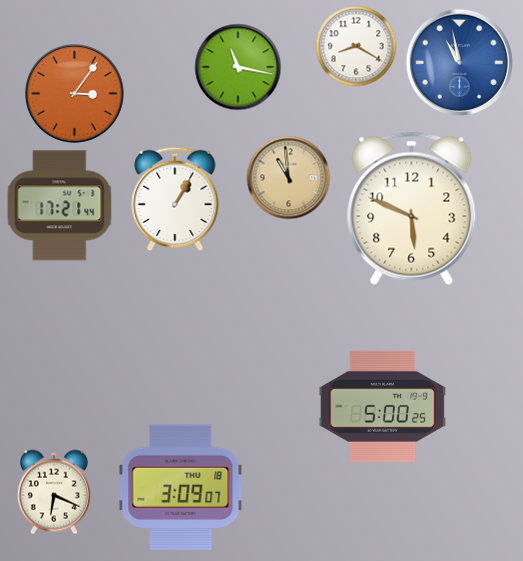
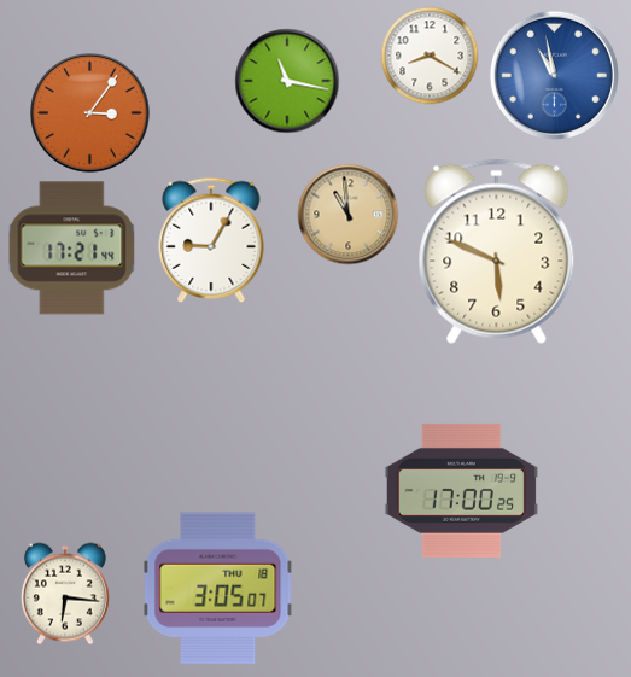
clock at (175, 198): 1:05 -> 9:05
clock at (383, 406): 5:00 -> 17:00
clock at (181, 488): 3:09 -> 3:05
clock at (54, 492): 6:19 -> 6:16
